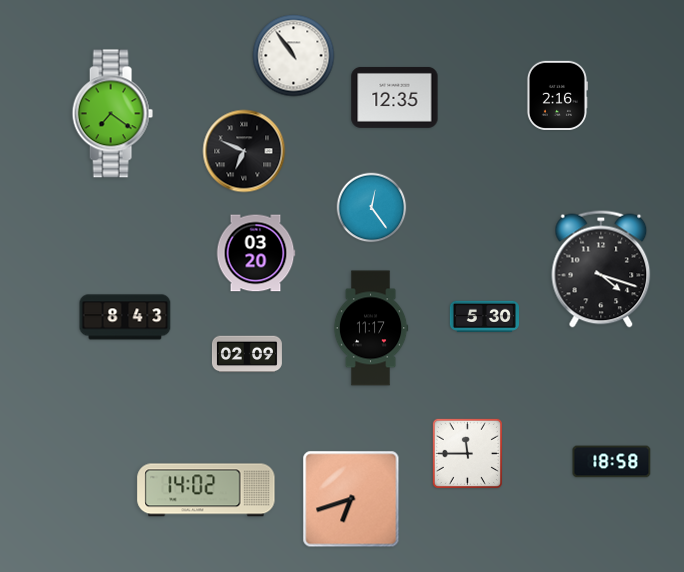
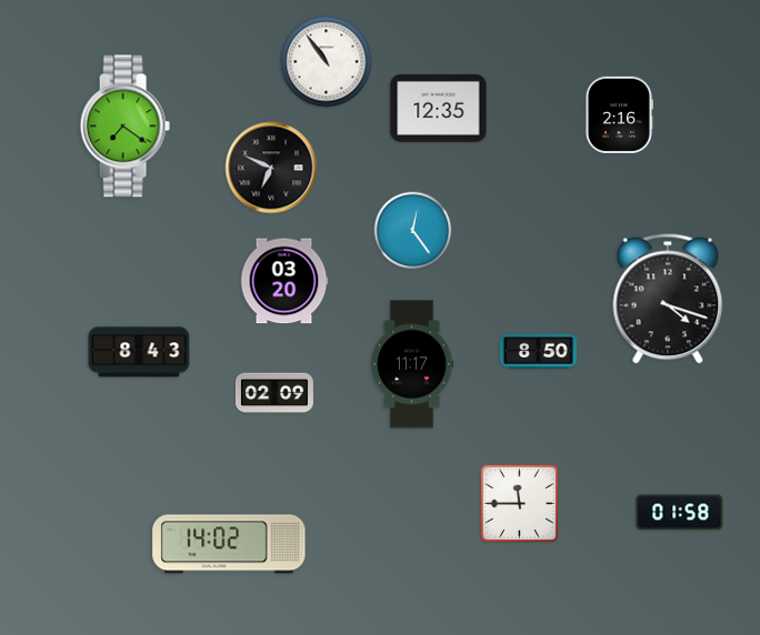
clock at (557, 95) position: (557, 95) -> (619, 114)
clock at (484, 316): 5:30 -> 8:50
clock at (612, 462): 18:58 -> 01:58
clock at (351, 499): 6:42 -> none
